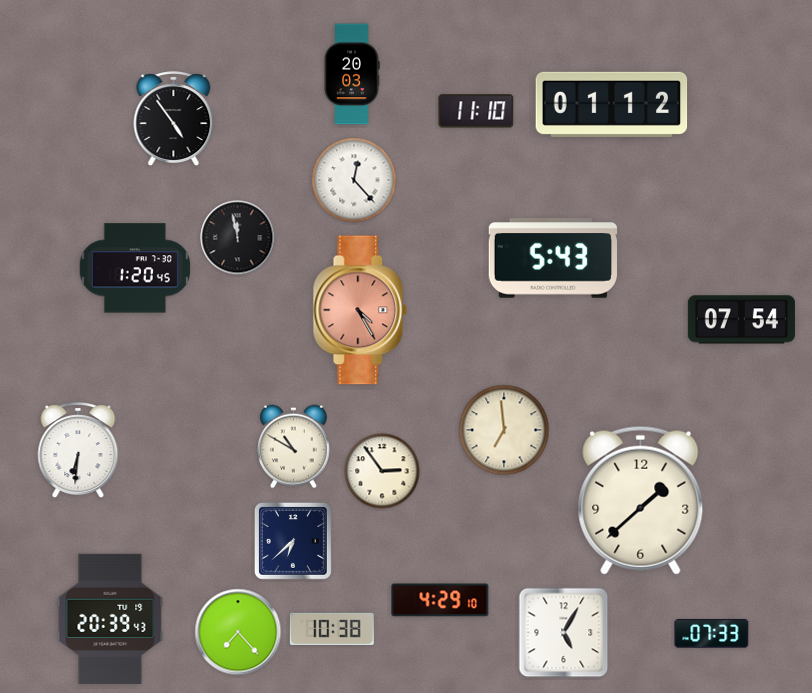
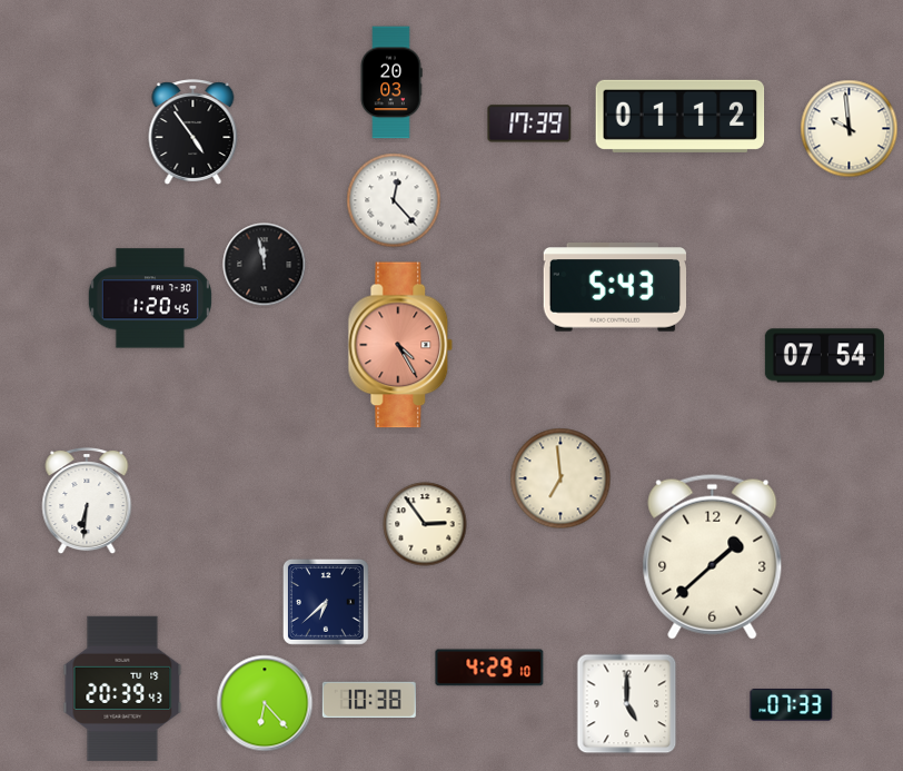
clock at (476, 111): 11:10 -> 17:39
clock at (850, 129): none -> 9:59
clock at (293, 447): 10:50 -> none
clock at (238, 632): 7:23 -> 6:23
clock at (564, 633): 5:05 -> 5:00
